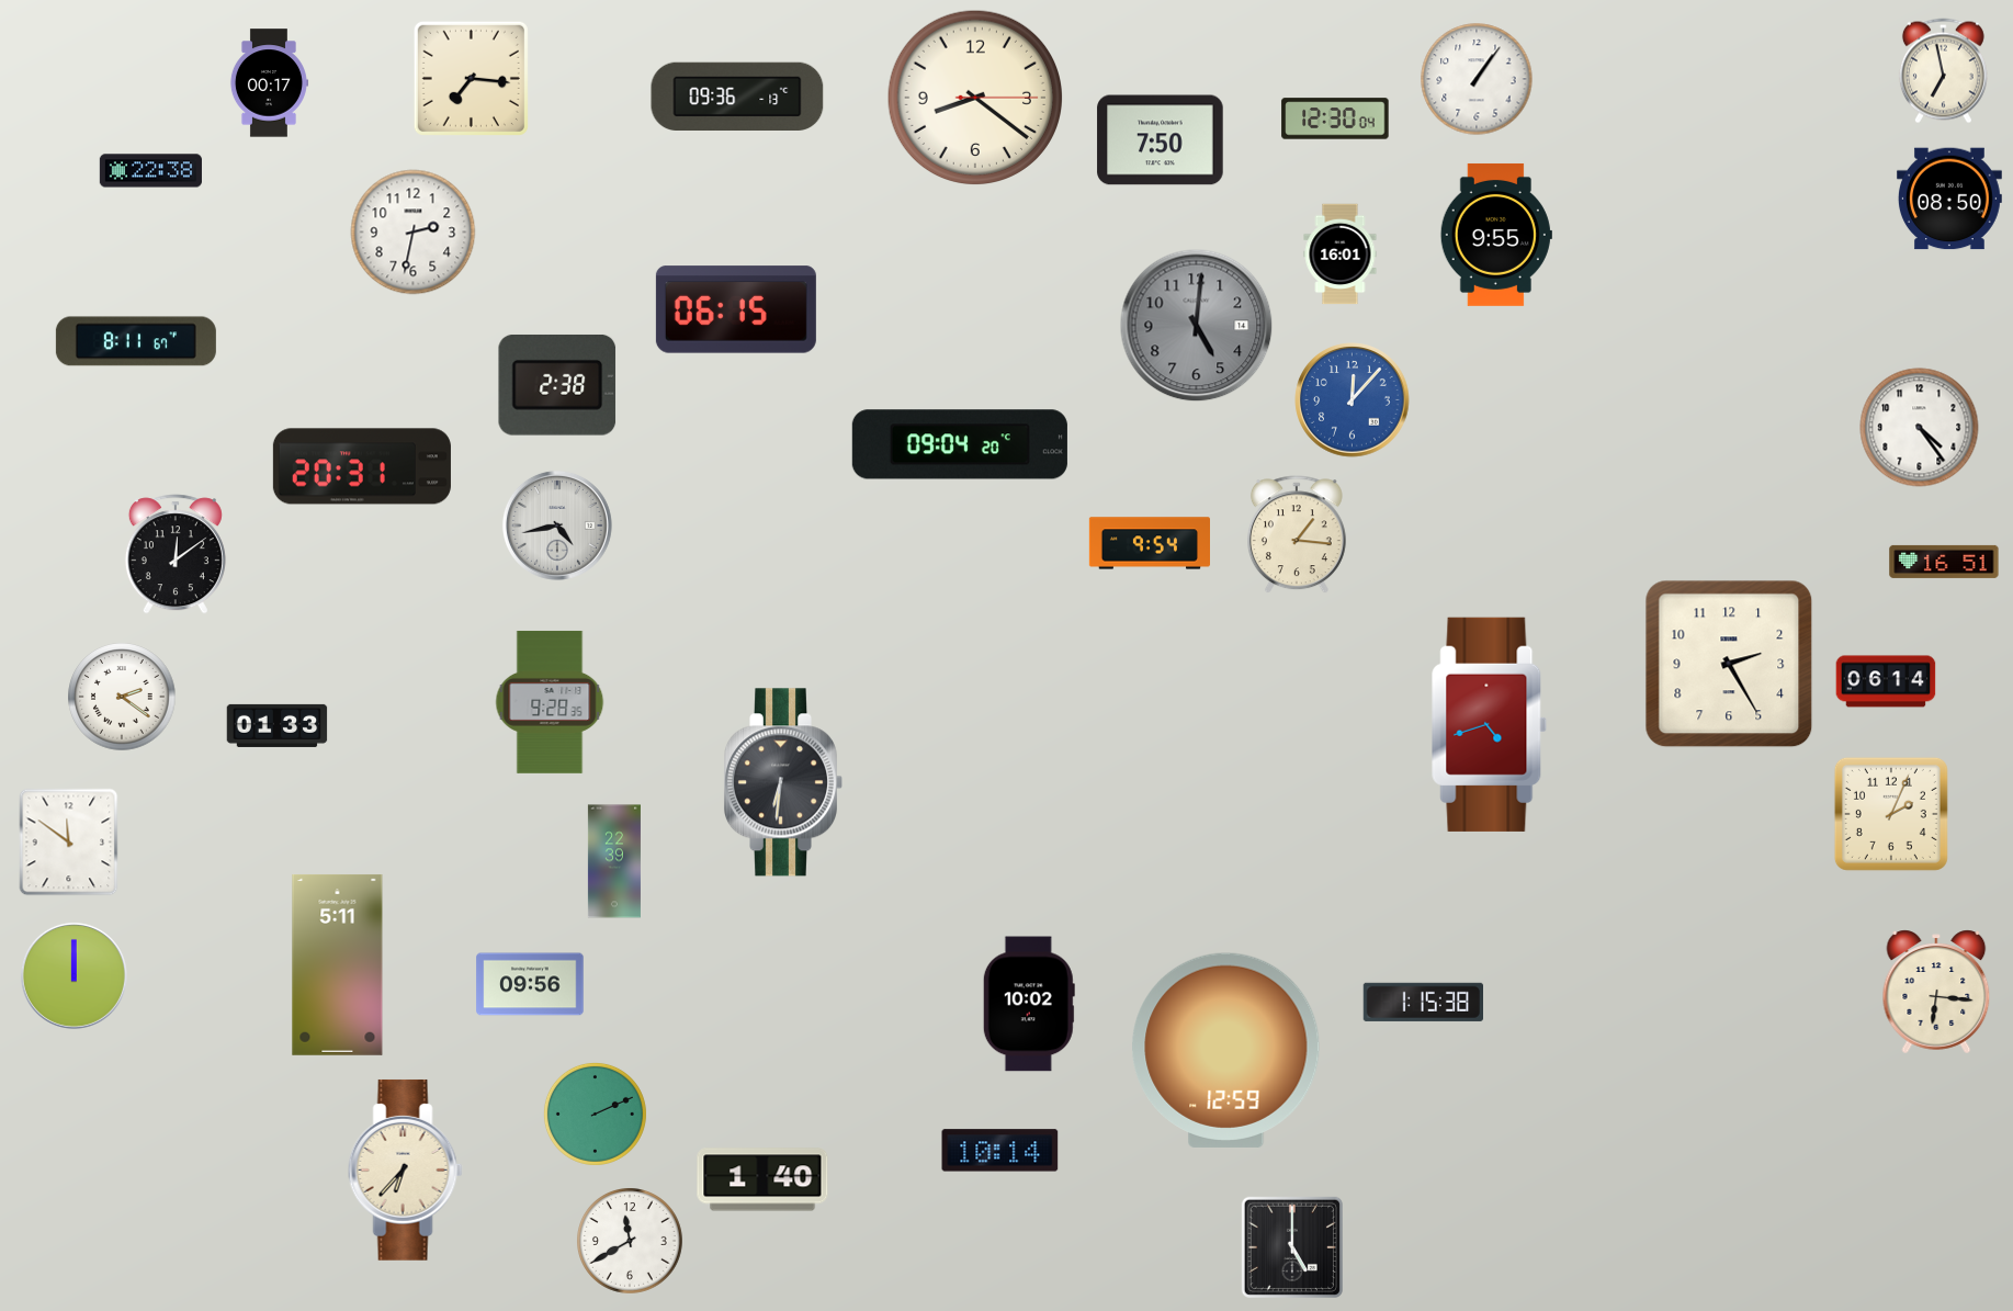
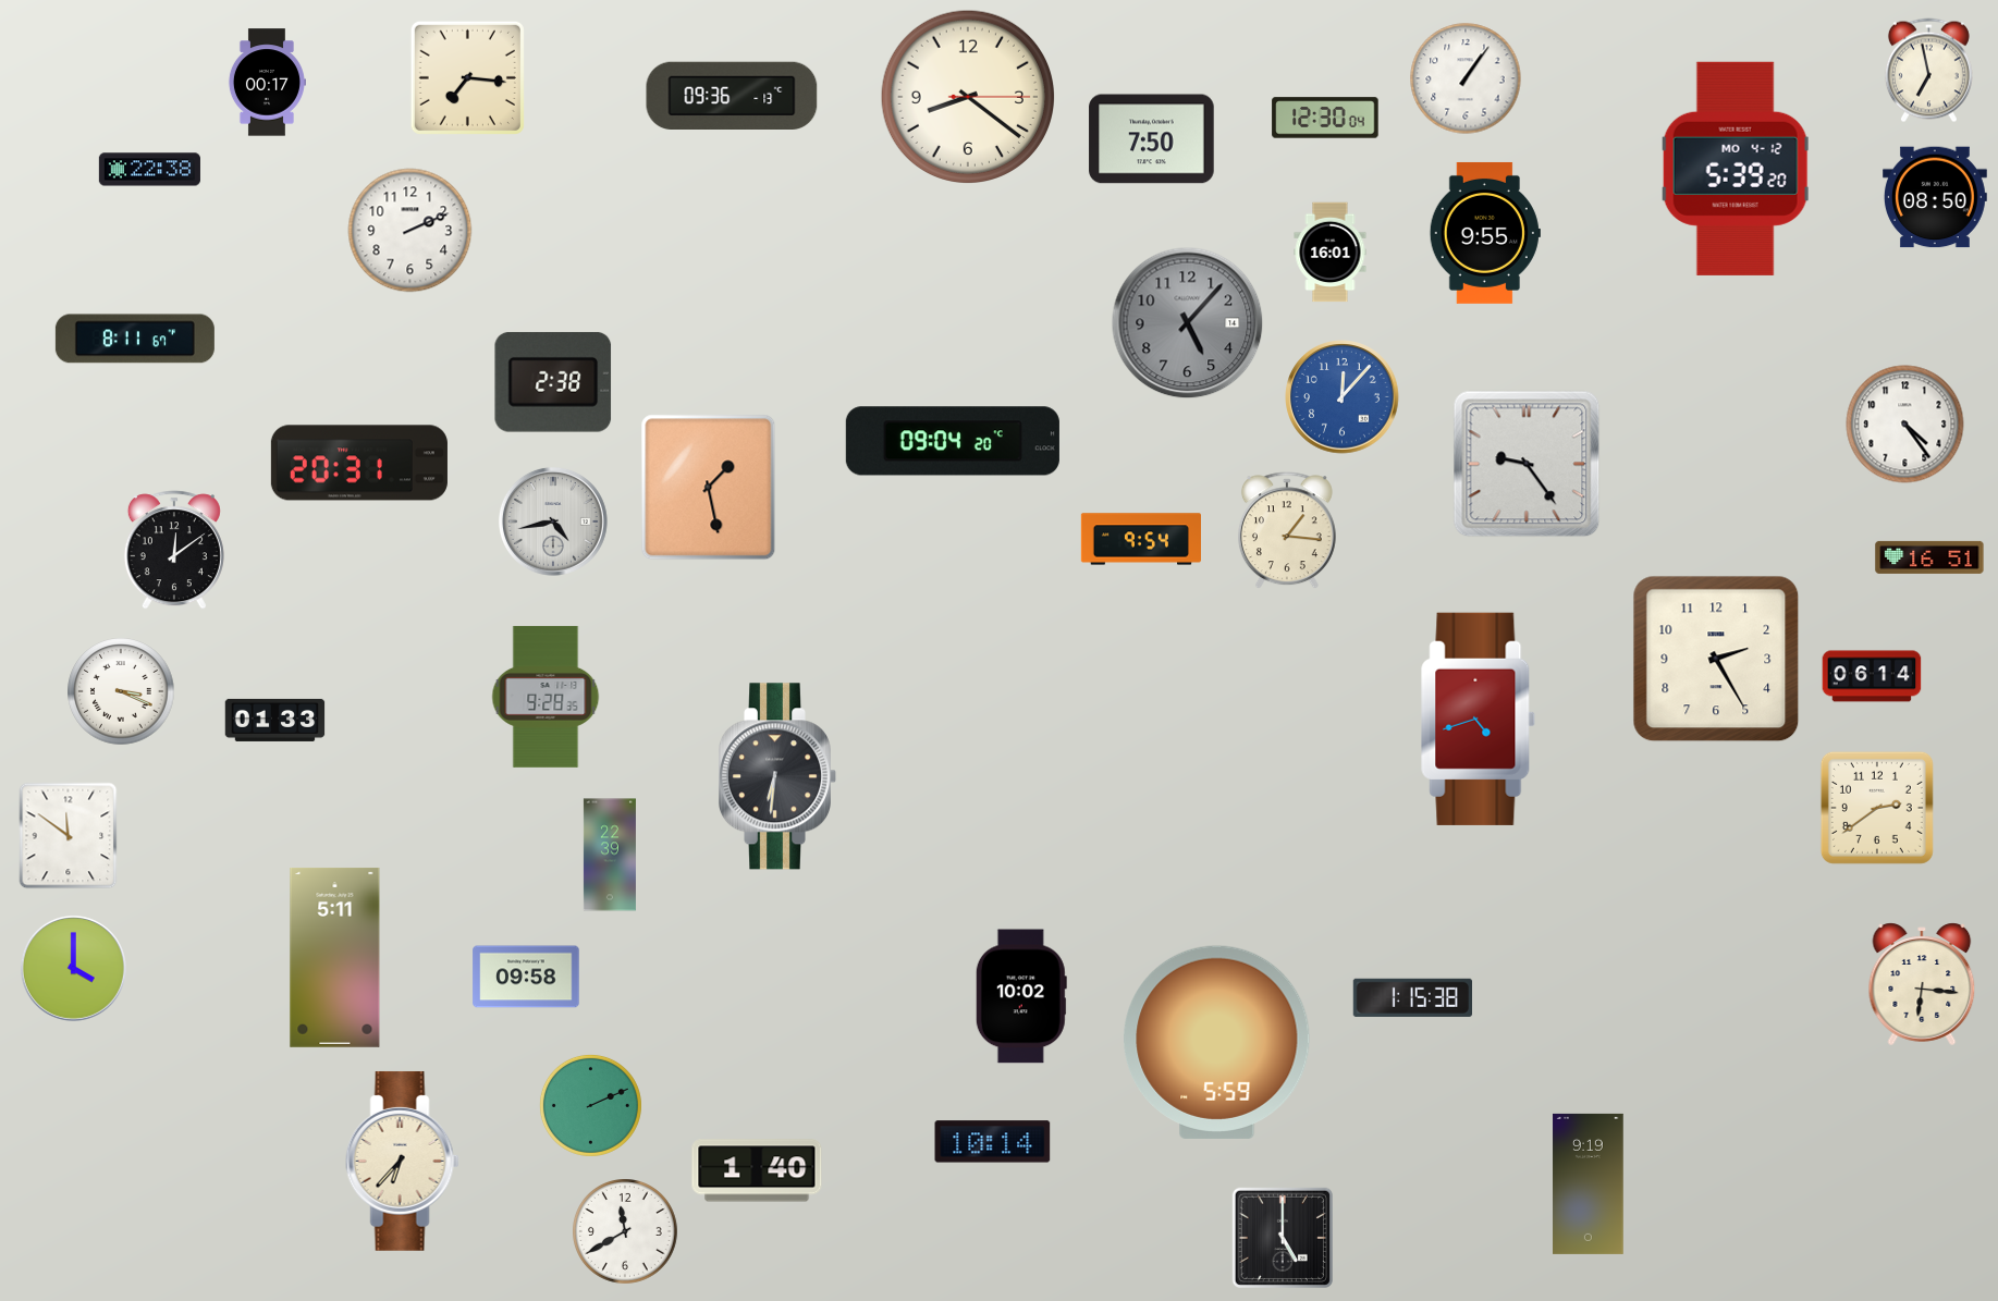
clock at (1736, 169): none -> 5:39
clock at (414, 233): 2:32 -> 2:11
clock at (736, 309): 06:15 -> none
clock at (1197, 326): 5:01 -> 5:07
clock at (1527, 464): none -> 9:24
clock at (709, 488): none -> 1:28
clock at (122, 697): 2:21 -> 3:19
clock at (1891, 814): 2:04 -> 2:39
clock at (73, 975): 12:00 -> 4:00
clock at (530, 984): 09:56 -> 09:58
clock at (1423, 1002) position: (1423, 1002) -> (1412, 997)
clock at (1226, 1050): 12:59 -> 5:59
clock at (1589, 1183): none -> 9:19
